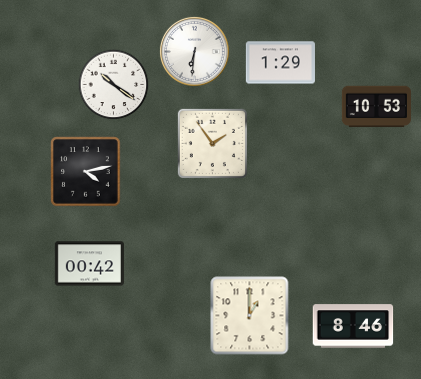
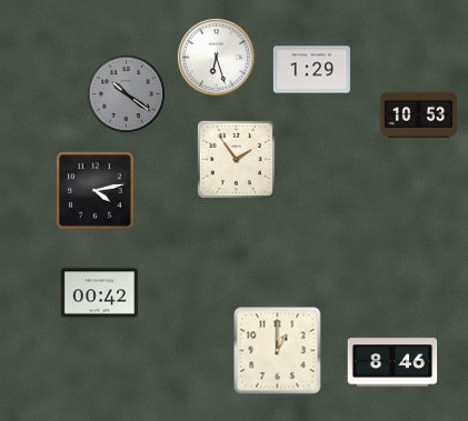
clock at (194, 51): 6:31 -> 6:27
clock at (114, 85) dial: white -> grey
clock at (376, 107) position: (376, 107) -> (418, 116)
